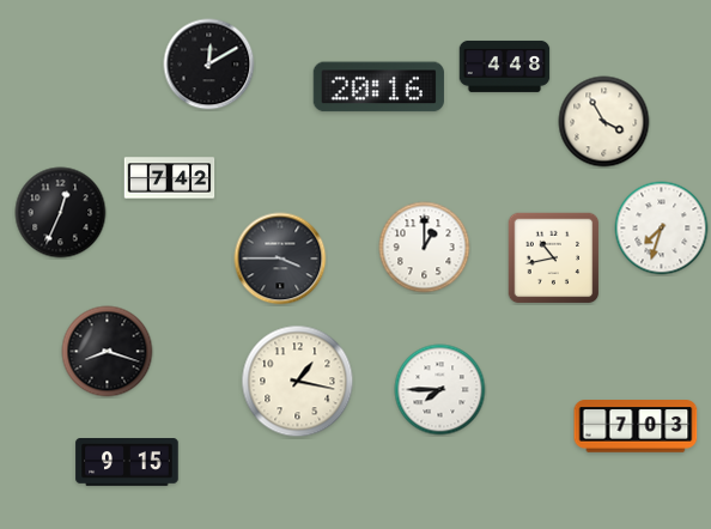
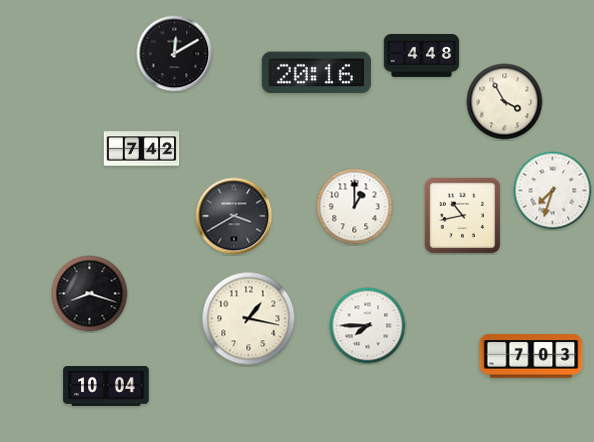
clock at (61, 213): 12:34 -> none
clock at (280, 259): 3:45 -> 3:40
clock at (127, 463): 9:15 -> 10:04
